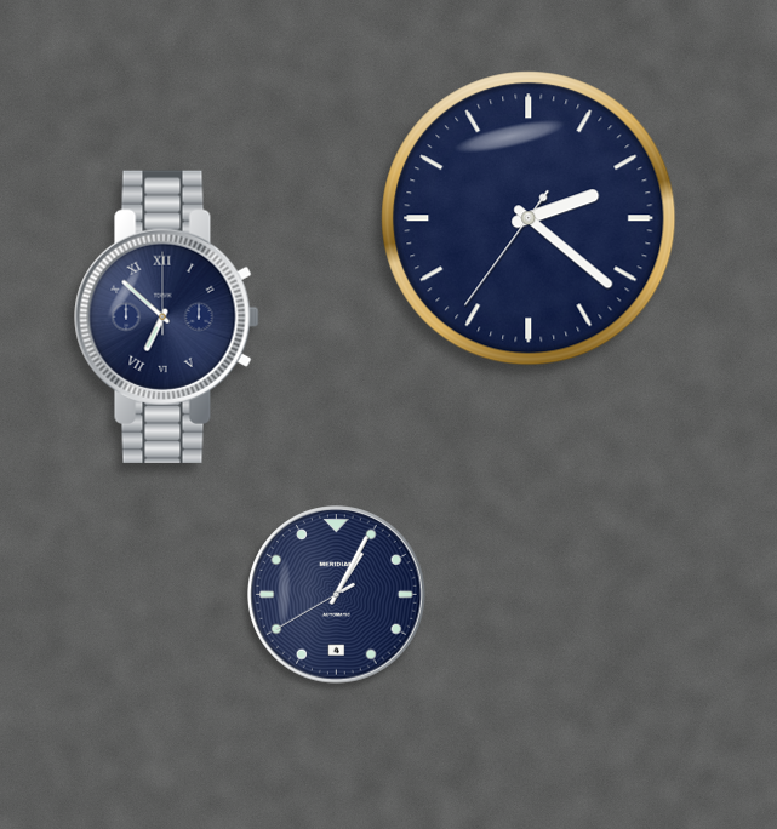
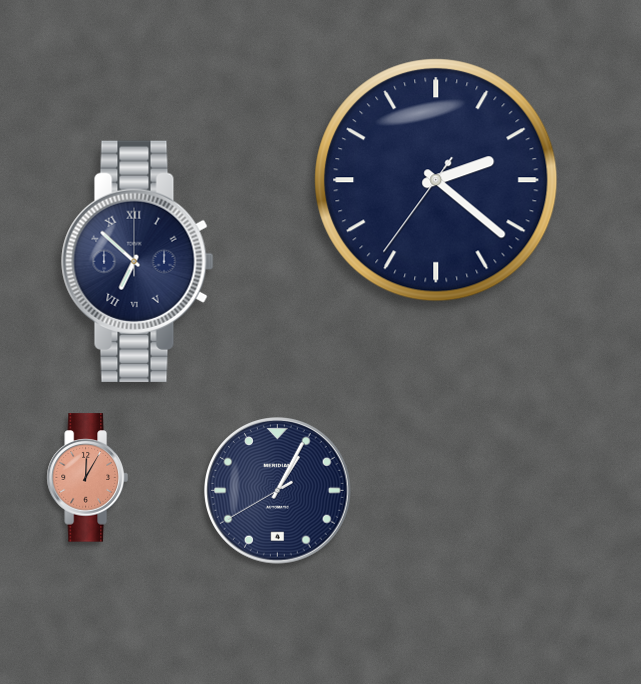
clock at (87, 478): none -> 12:05
